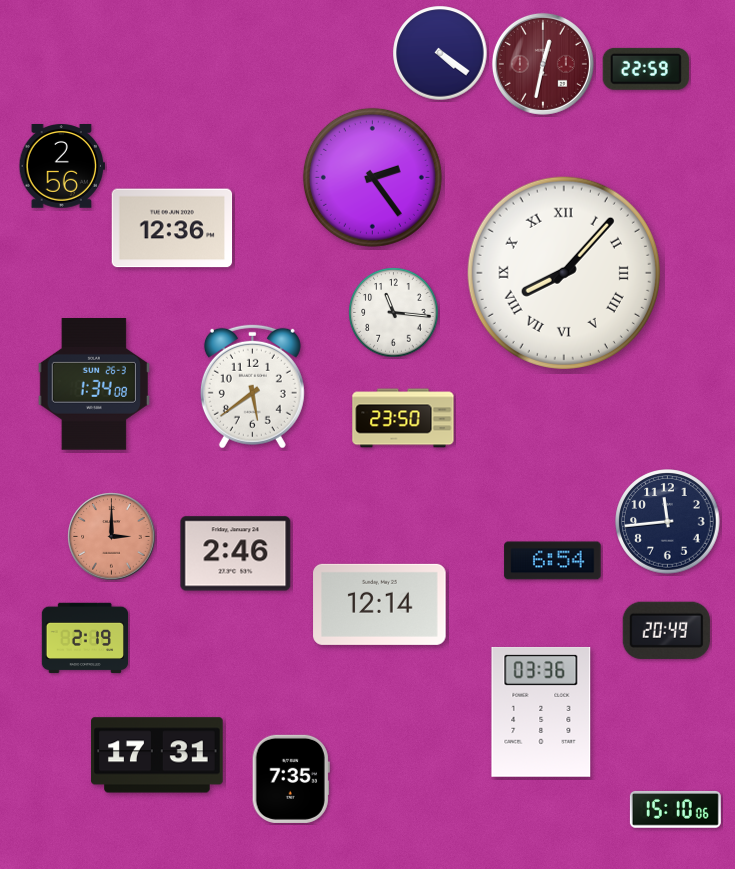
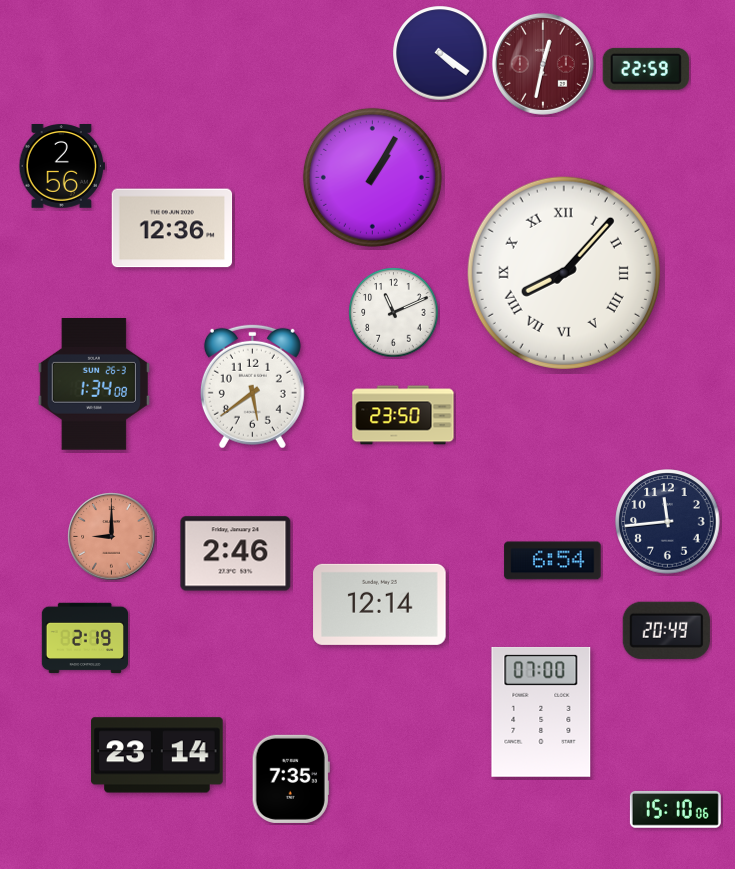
clock at (372, 177): 2:24 -> 1:05
clock at (394, 313): 11:16 -> 11:11
clock at (403, 418) position: (403, 418) -> (403, 415)
clock at (112, 537): 3:00 -> 9:00
clock at (541, 712): 03:36 -> 07:00
clock at (157, 755): 17:31 -> 23:14
